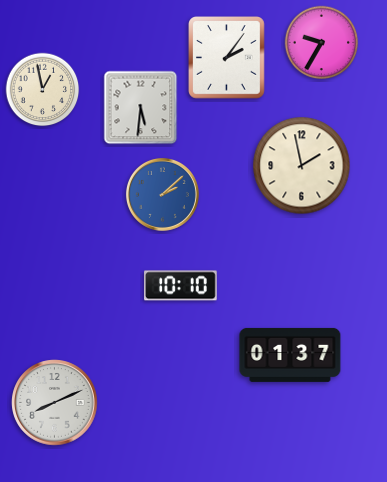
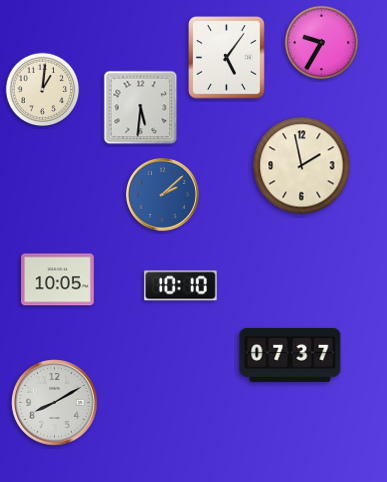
clock at (227, 58): 2:06 -> 5:06
clock at (43, 90): 12:58 -> 1:01
clock at (58, 280): none -> 10:05
clock at (290, 355): 01:37 -> 07:37
clock at (55, 403): 8:11 -> 8:10
